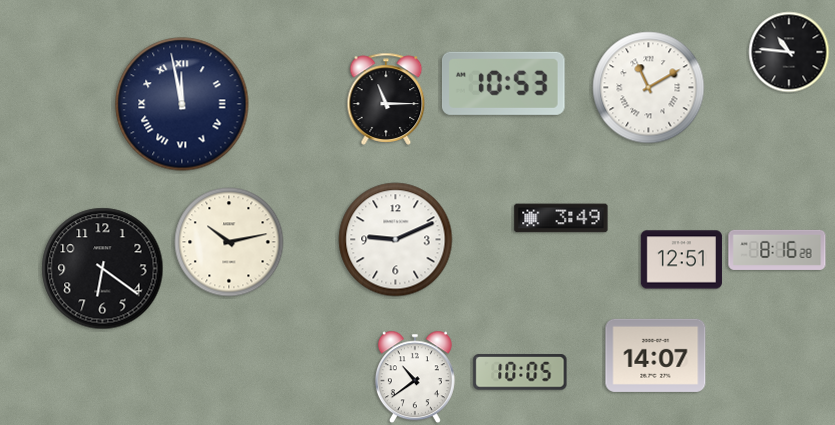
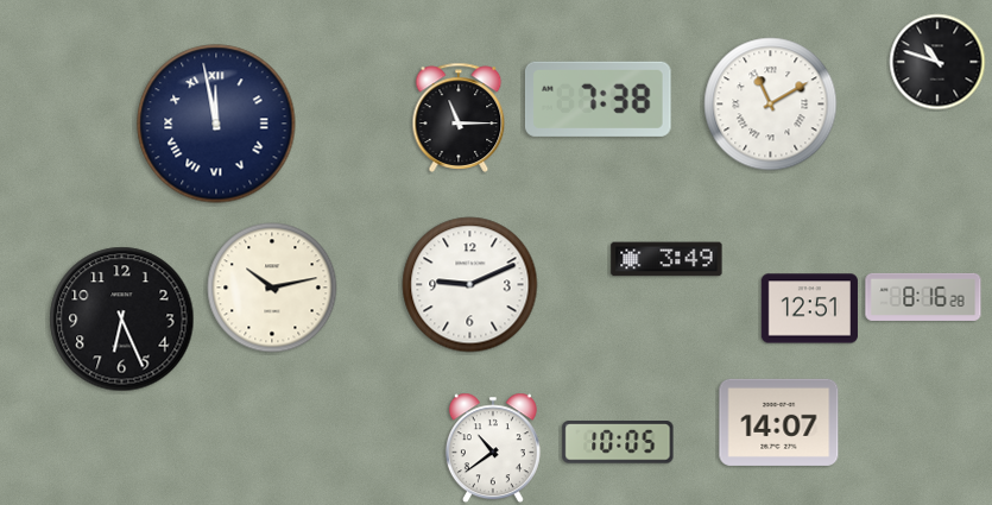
clock at (789, 52): 10:46 -> 10:48
clock at (503, 83): 10:53 -> 7:38
clock at (103, 269): 6:21 -> 6:26
